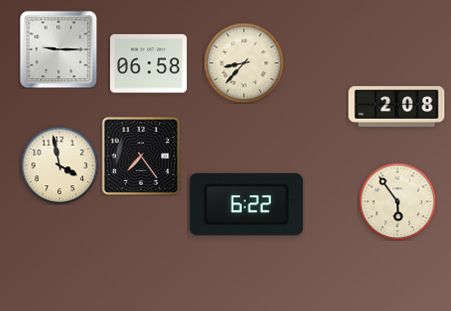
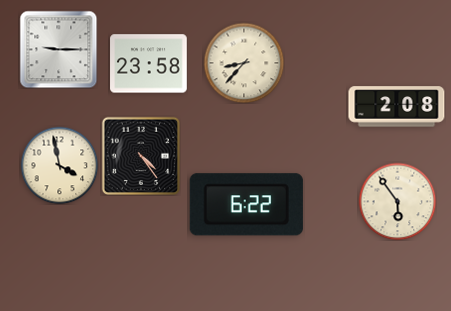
clock at (149, 64): 06:58 -> 23:58
clock at (141, 156): 7:24 -> 4:24
